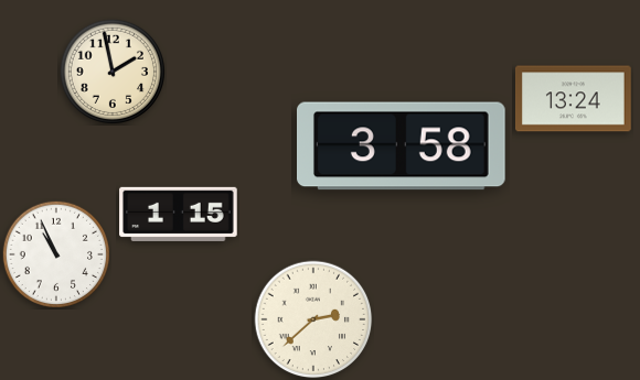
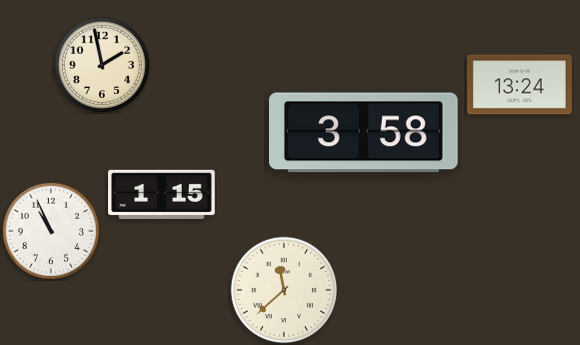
clock at (574, 99) position: (574, 99) -> (520, 85)
clock at (313, 319): 2:38 -> 11:38
